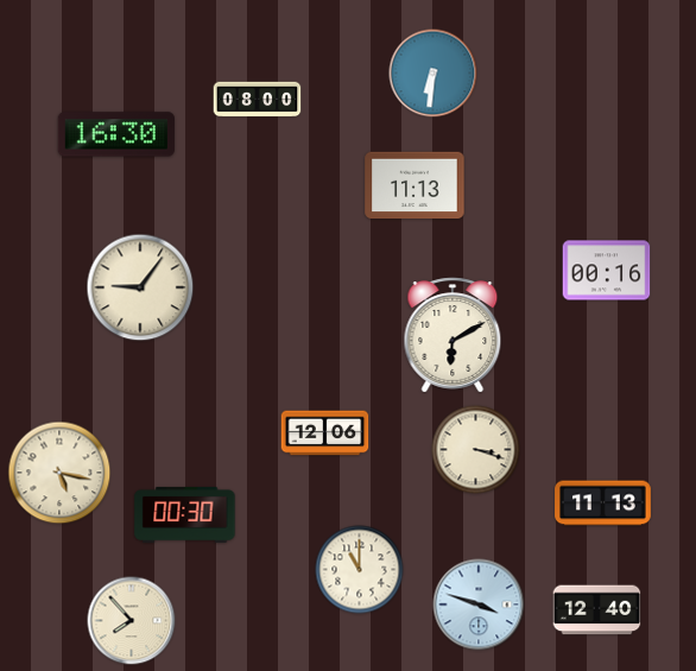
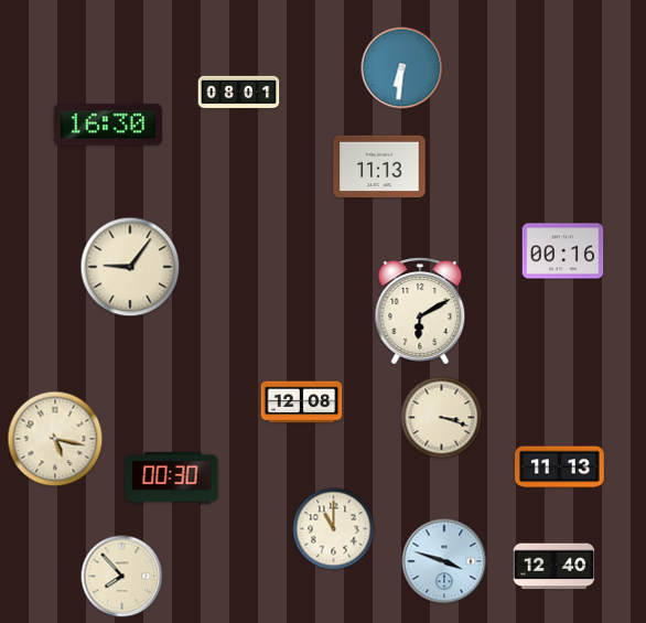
clock at (258, 100): 08:00 -> 08:01
clock at (415, 185) position: (415, 185) -> (379, 167)
clock at (325, 433): 12:06 -> 12:08
